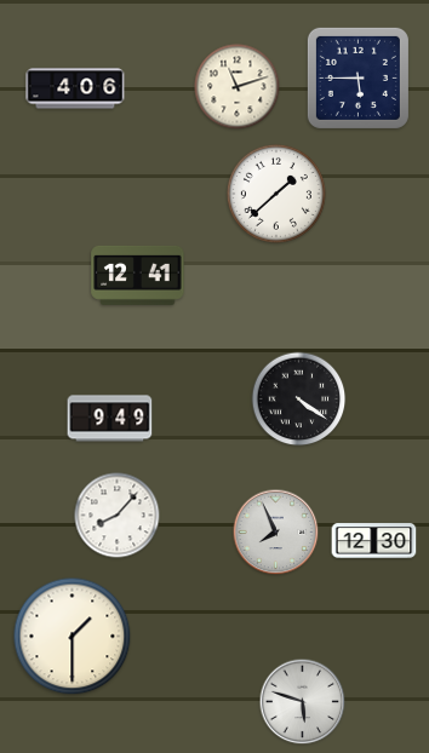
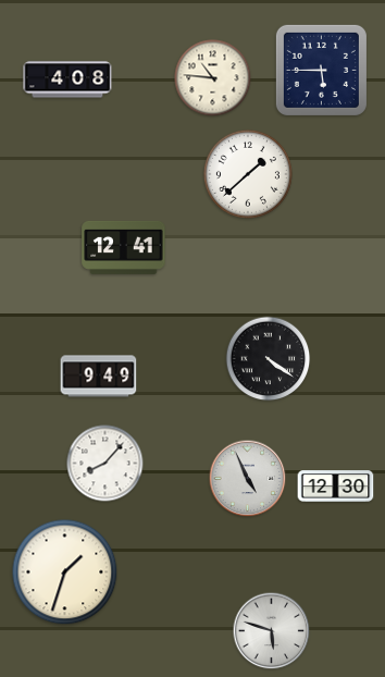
clock at (238, 87): 11:12 -> 10:46
clock at (75, 88): 4:06 -> 4:08
clock at (276, 533): 7:56 -> 4:56
clock at (73, 637): 1:30 -> 1:33
